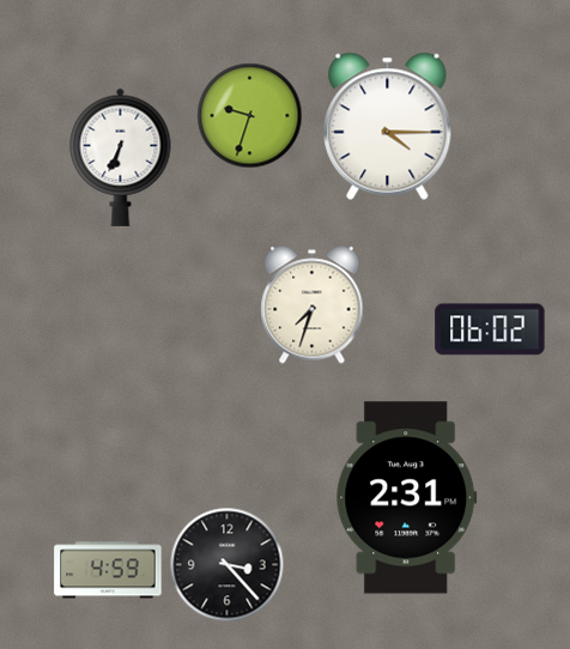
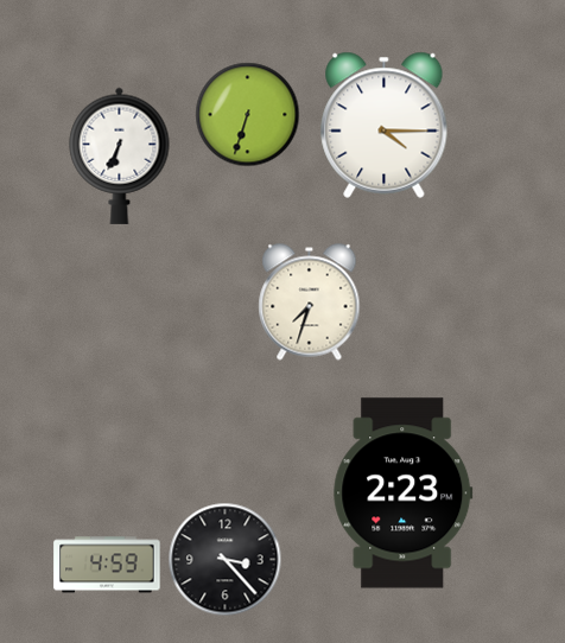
clock at (250, 116): 9:33 -> 6:33
clock at (490, 329): 06:02 -> none
clock at (407, 498): 2:31 -> 2:23
